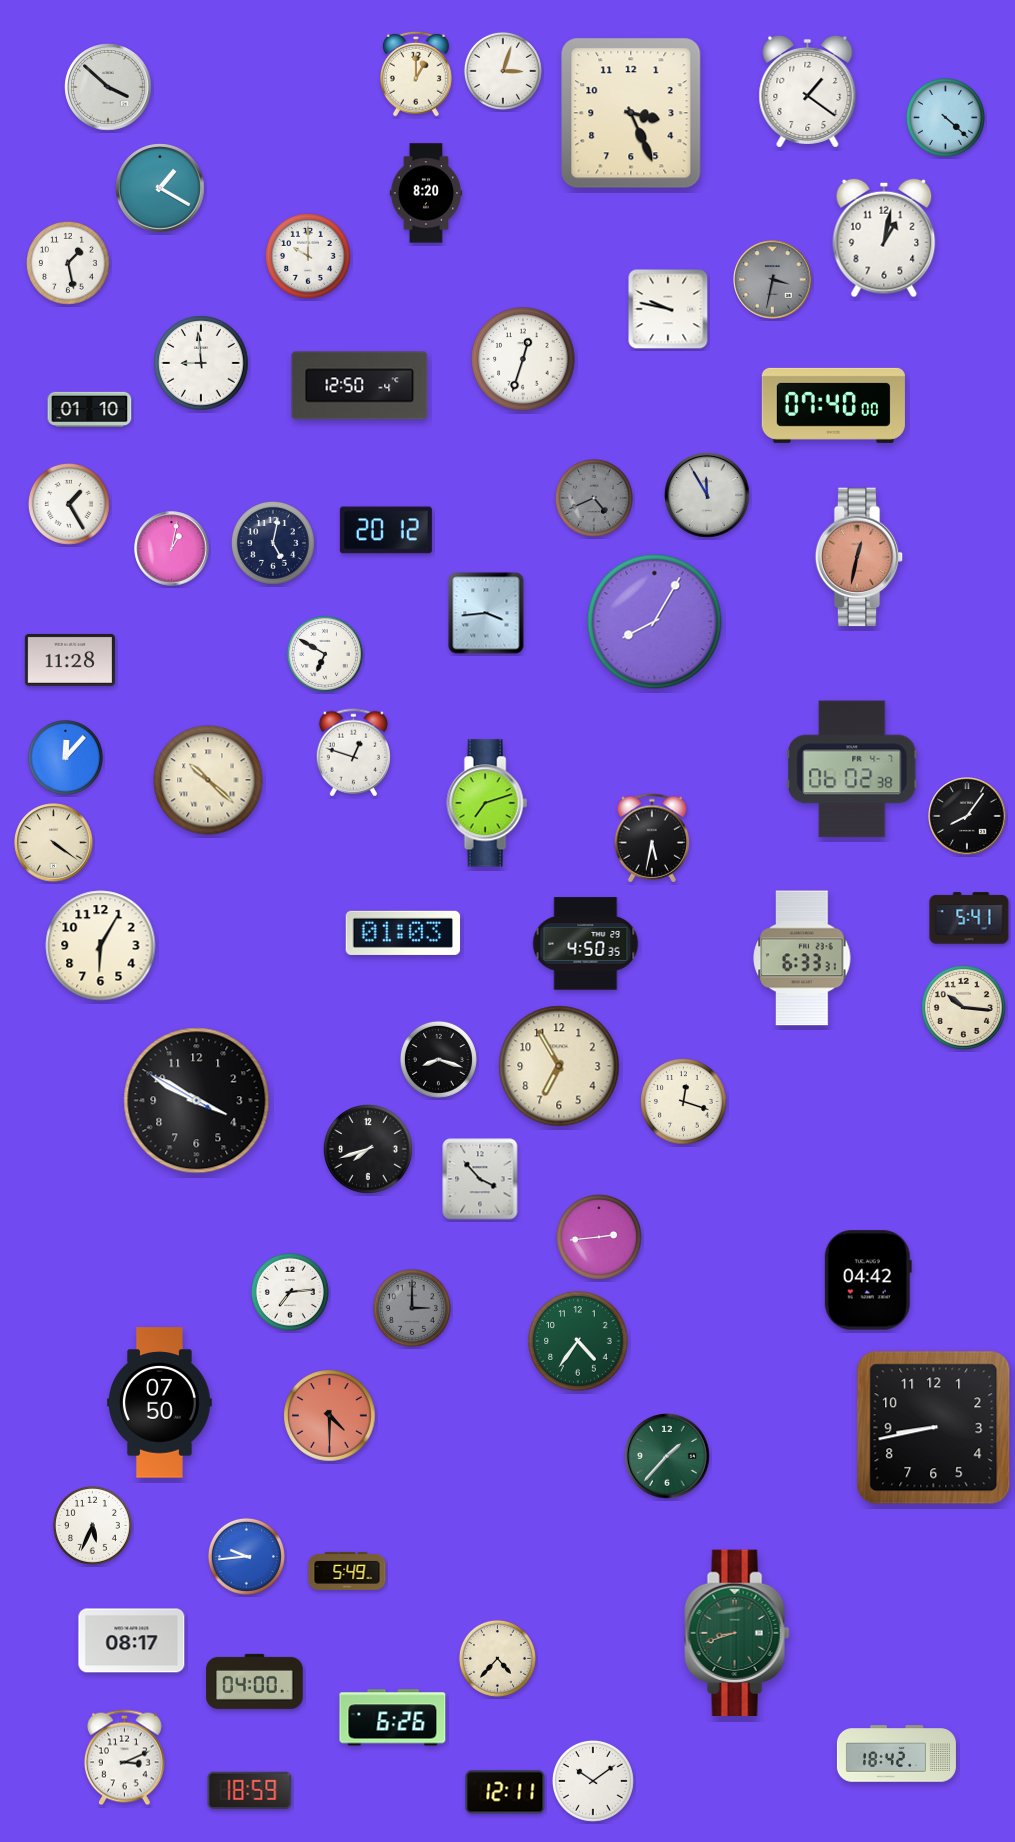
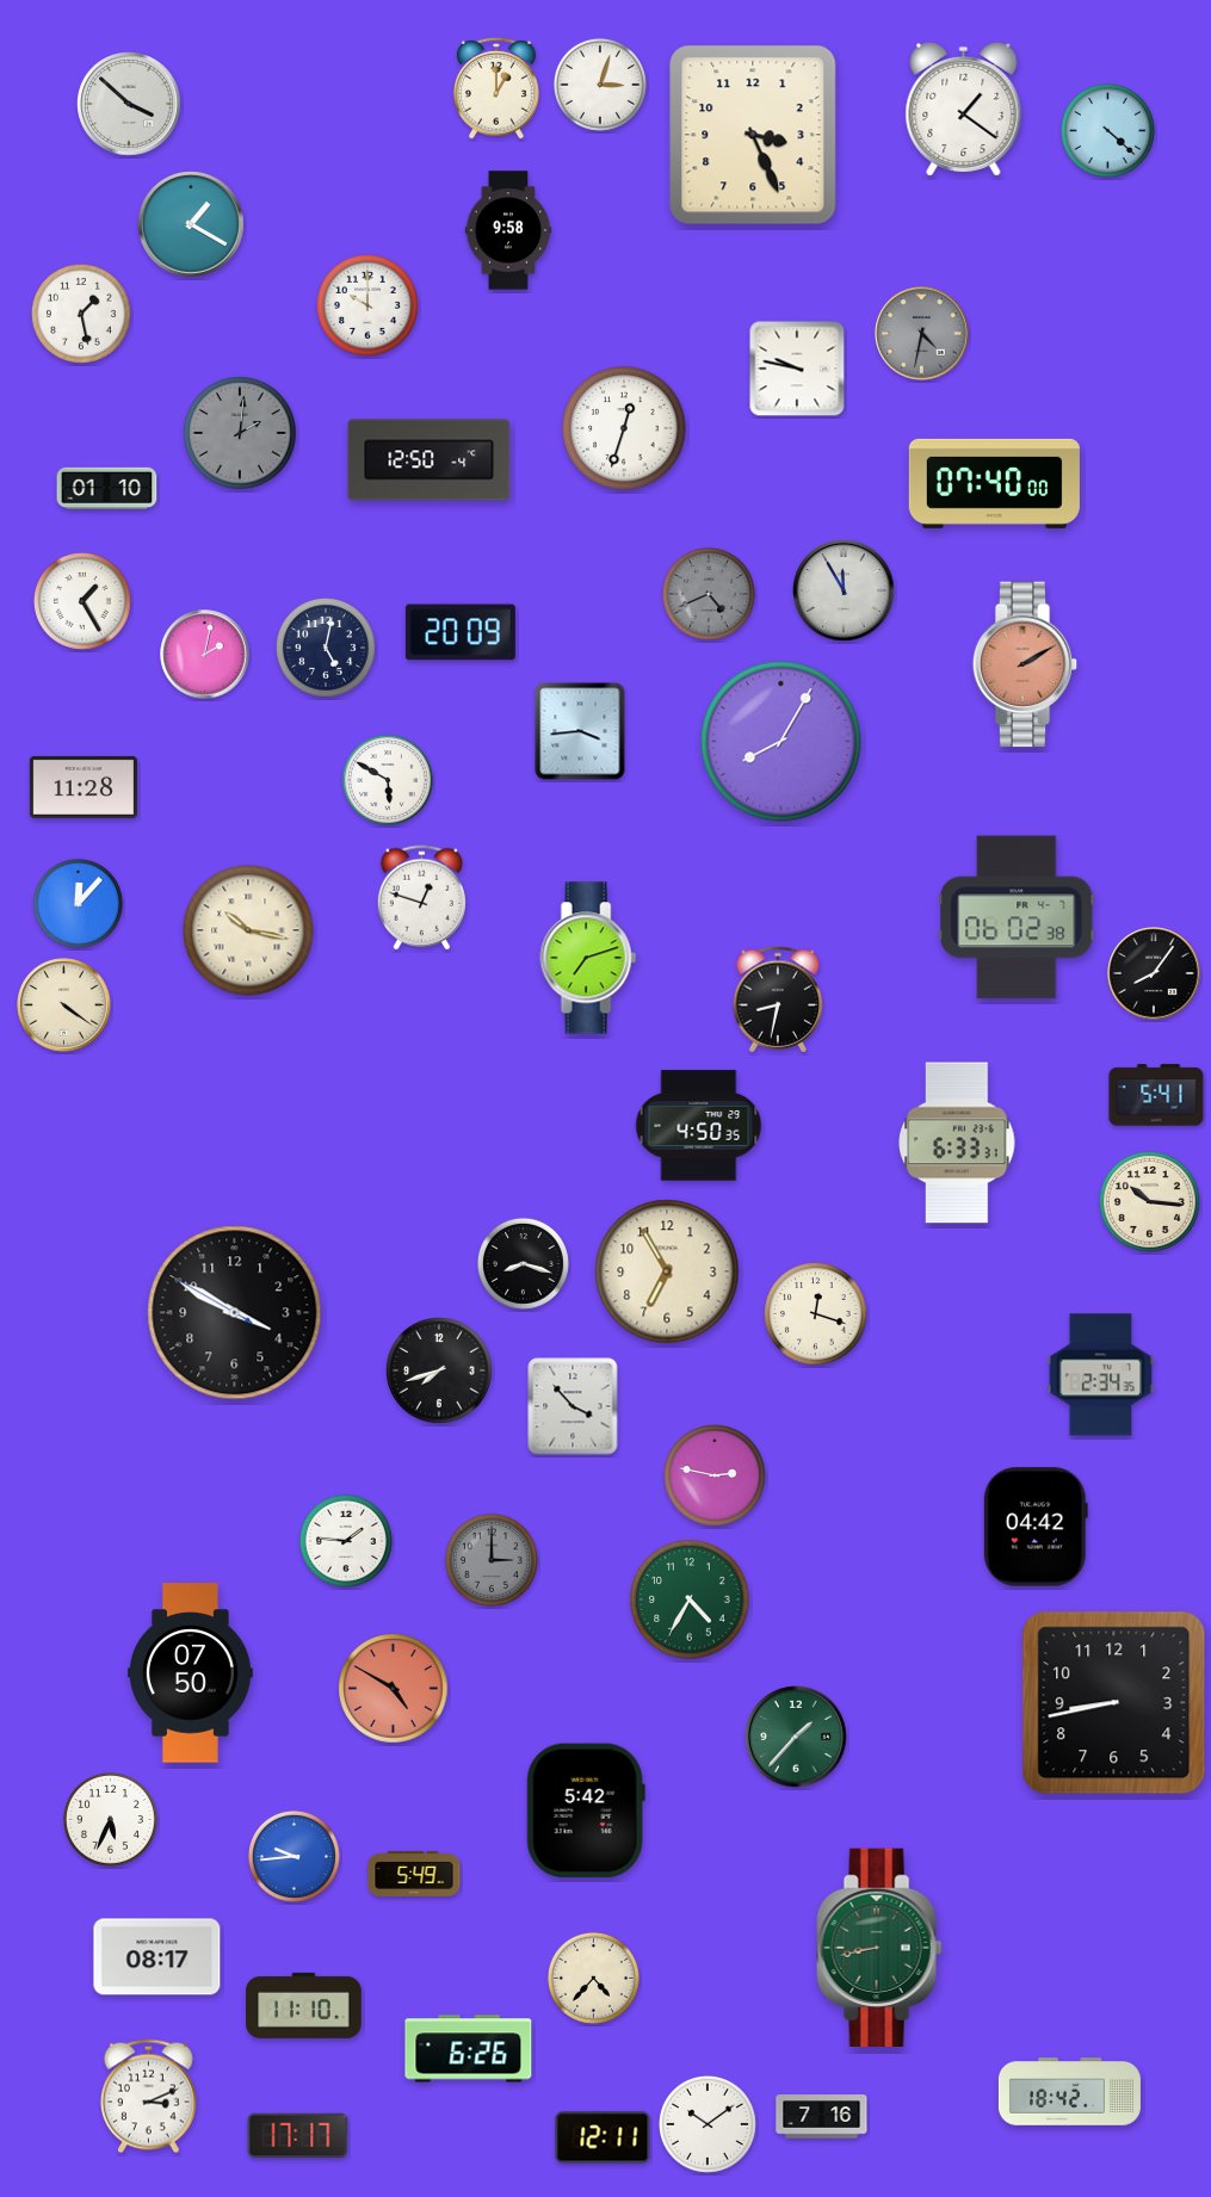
clock at (945, 117) position: (945, 117) -> (1107, 130)
clock at (426, 193): 8:20 -> 9:58
clock at (884, 238): 1:02 -> none
clock at (773, 280): 3:32 -> 4:32
clock at (201, 363): 8:59 -> 2:01
clock at (201, 363) dial: white -> grey
clock at (386, 530): 20:12 -> 20:09
clock at (172, 549): 1:02 -> 2:02
clock at (859, 557): 12:32 -> 2:10
clock at (325, 654): 6:50 -> 5:50
clock at (208, 780): 10:22 -> 10:17
clock at (487, 803) position: (487, 803) -> (588, 958)
clock at (652, 838): 5:32 -> 8:32
clock at (403, 933): 01:03 -> none
clock at (101, 946): 6:05 -> none
clock at (1101, 1375): none -> 2:34
clock at (600, 1238): 2:44 -> 2:47
clock at (290, 1292): 7:14 -> 1:46
clock at (578, 1341): 4:36 -> 4:35
clock at (330, 1416): 4:30 -> 4:50
clock at (586, 1811): none -> 5:42
clock at (737, 1632): 8:42 -> 8:43
clock at (255, 1681): 04:00 -> 11:10
clock at (822, 2117): none -> 7:16
clock at (250, 1791): 18:59 -> 17:17
